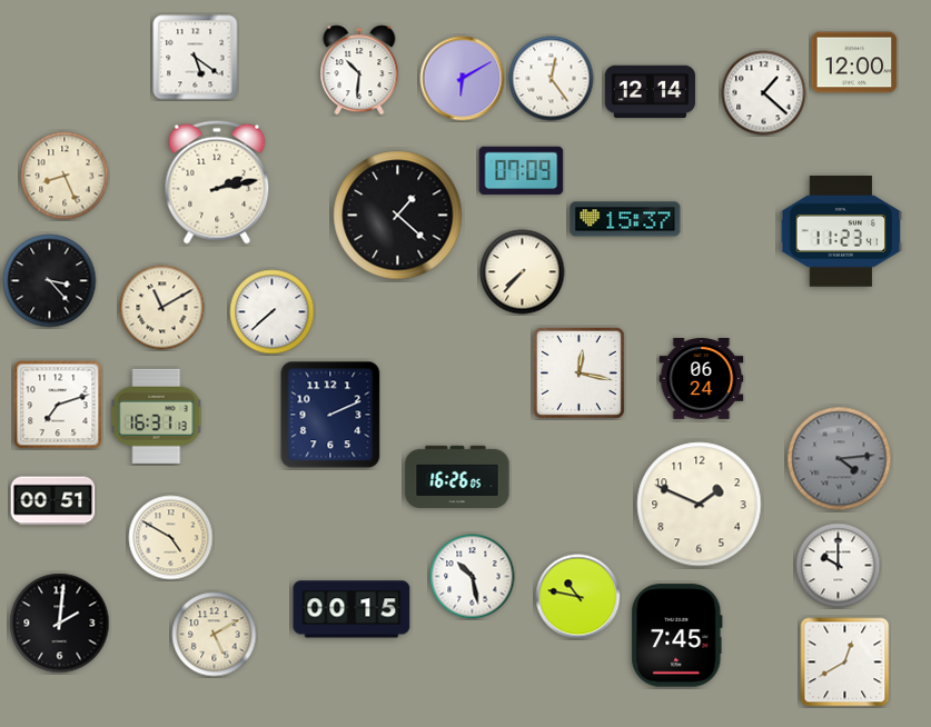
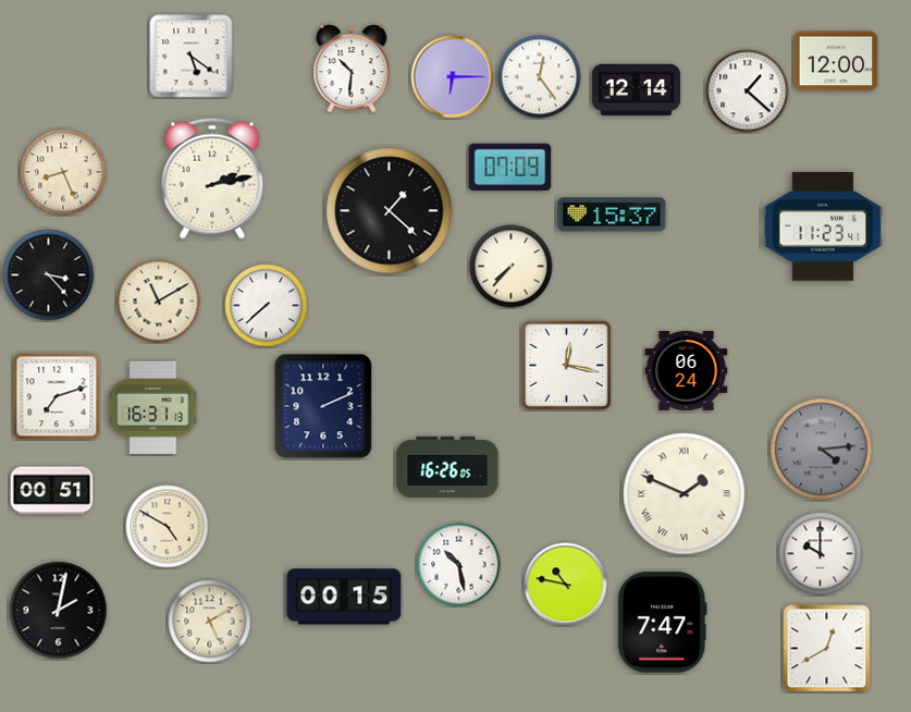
clock at (463, 79): 6:10 -> 6:15
clock at (700, 505) numerals: Arabic -> Roman
clock at (473, 577) position: (473, 577) -> (459, 565)
clock at (60, 624): 2:01 -> 2:02
clock at (677, 636): 7:45 -> 7:47
